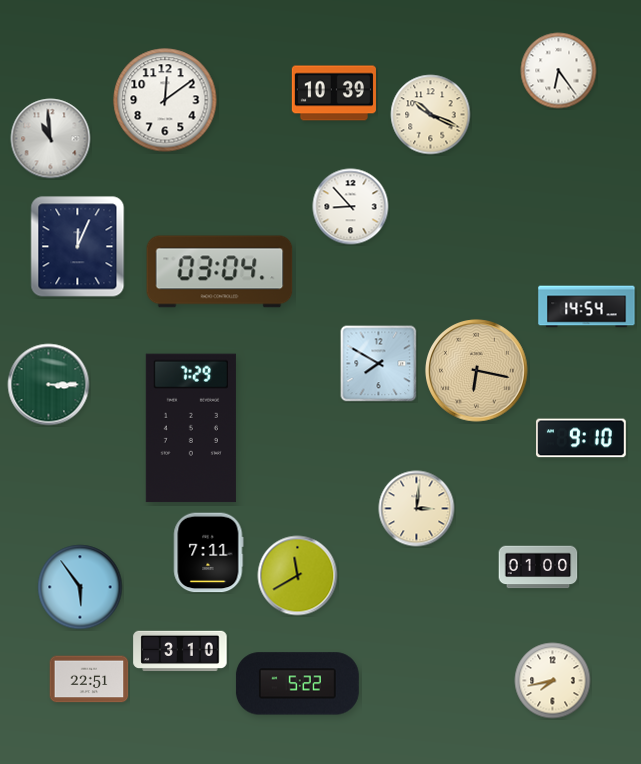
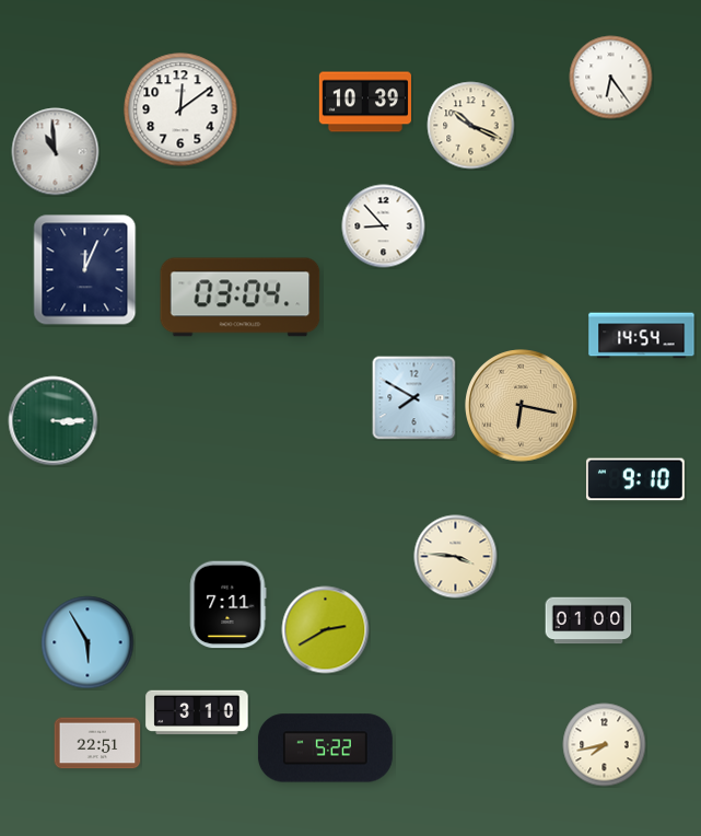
clock at (191, 428): 7:29 -> none
clock at (417, 509): 3:01 -> 3:46
clock at (298, 576): 11:40 -> 2:40
clock at (80, 587): 5:54 -> 5:55
